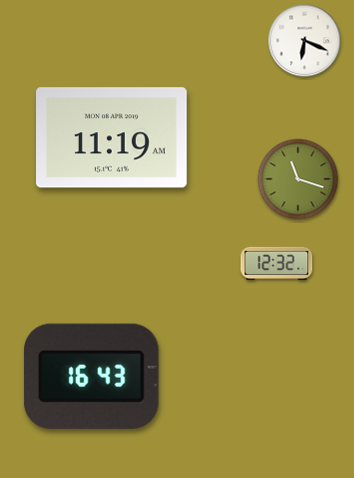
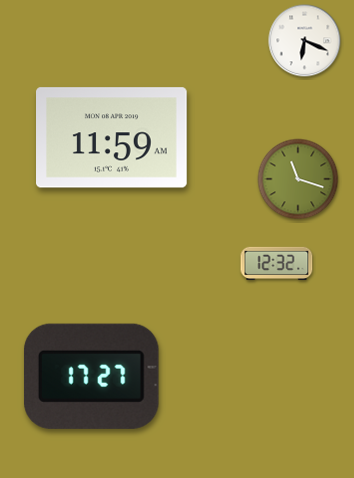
clock at (112, 138): 11:19 -> 11:59
clock at (91, 376): 16:43 -> 17:27
